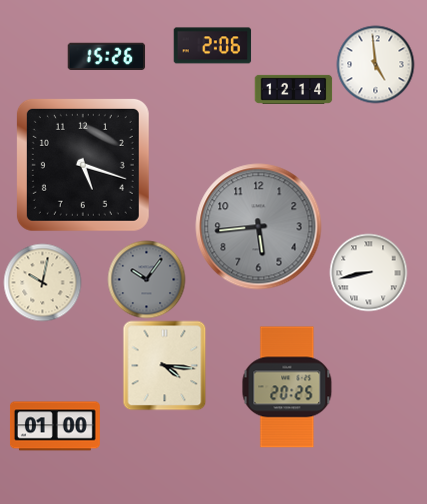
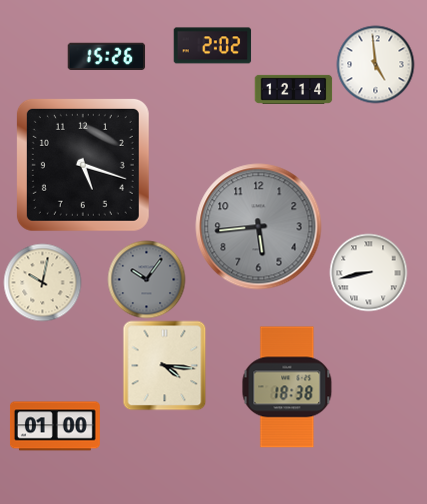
clock at (212, 46): 2:06 -> 2:02
clock at (287, 387): 20:25 -> 18:38
